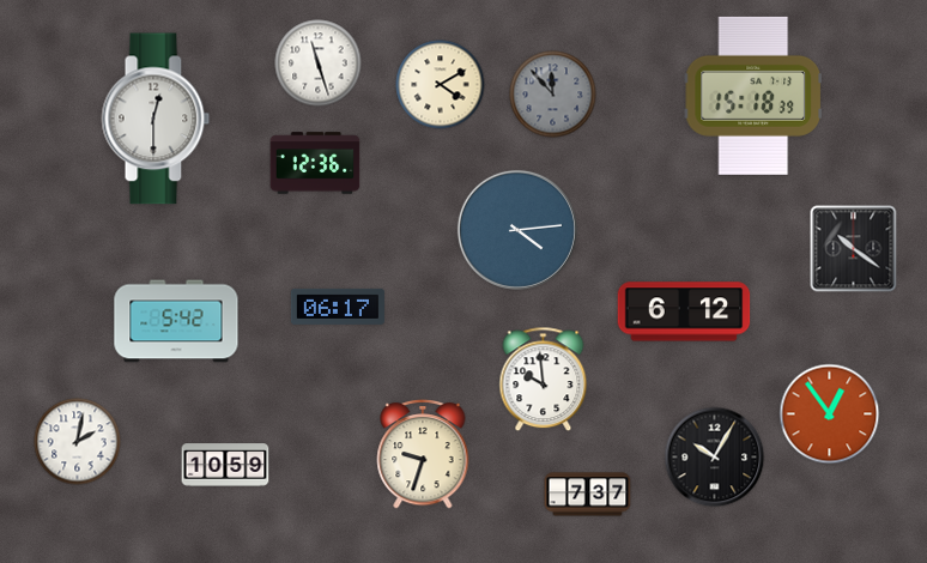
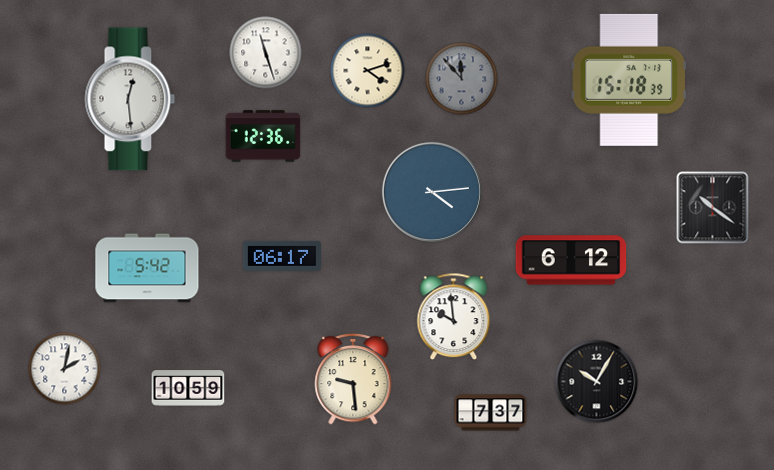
clock at (441, 85): 4:10 -> 4:12
clock at (156, 119): 12:30 -> 12:29
clock at (830, 414): 12:54 -> none
clock at (423, 454): 9:33 -> 9:29
